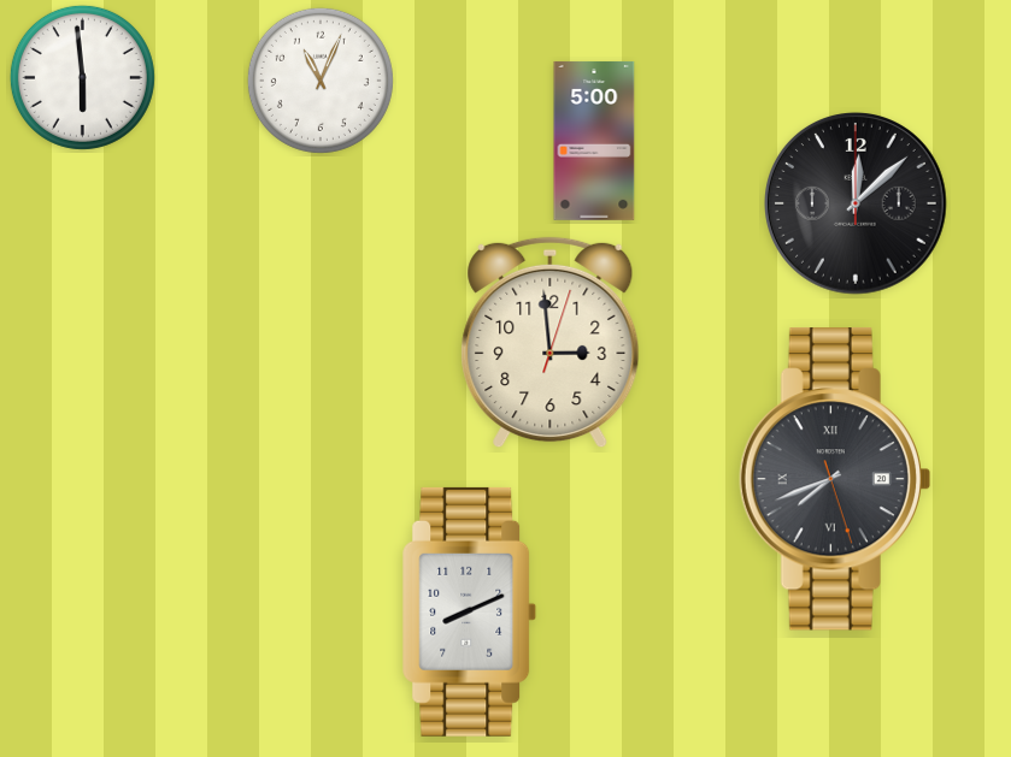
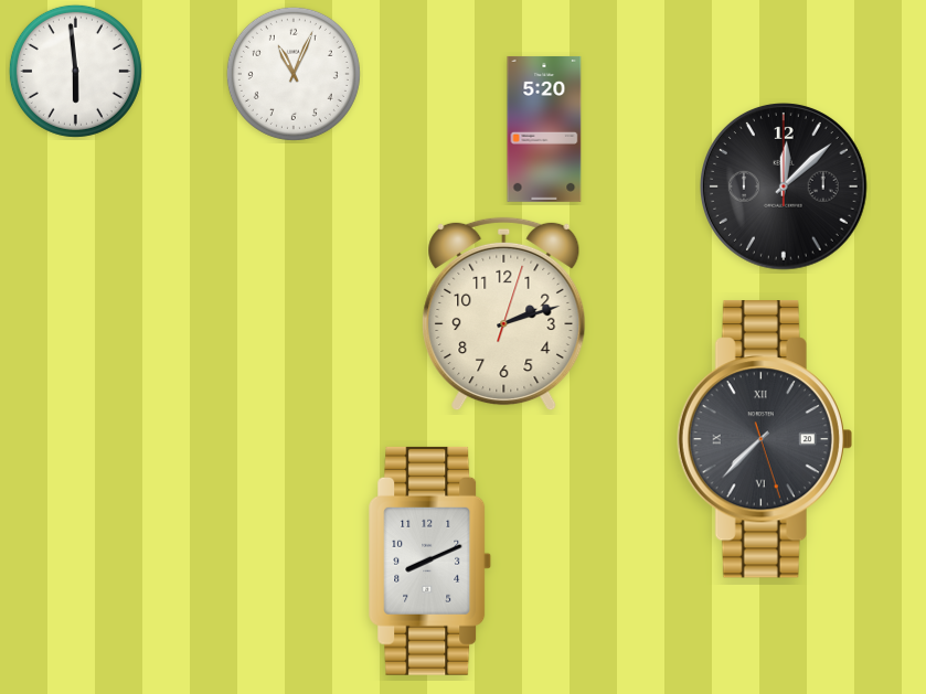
clock at (594, 141): 5:00 -> 5:20
clock at (551, 343): 2:59 -> 2:12
clock at (835, 479): 7:41 -> 7:37
